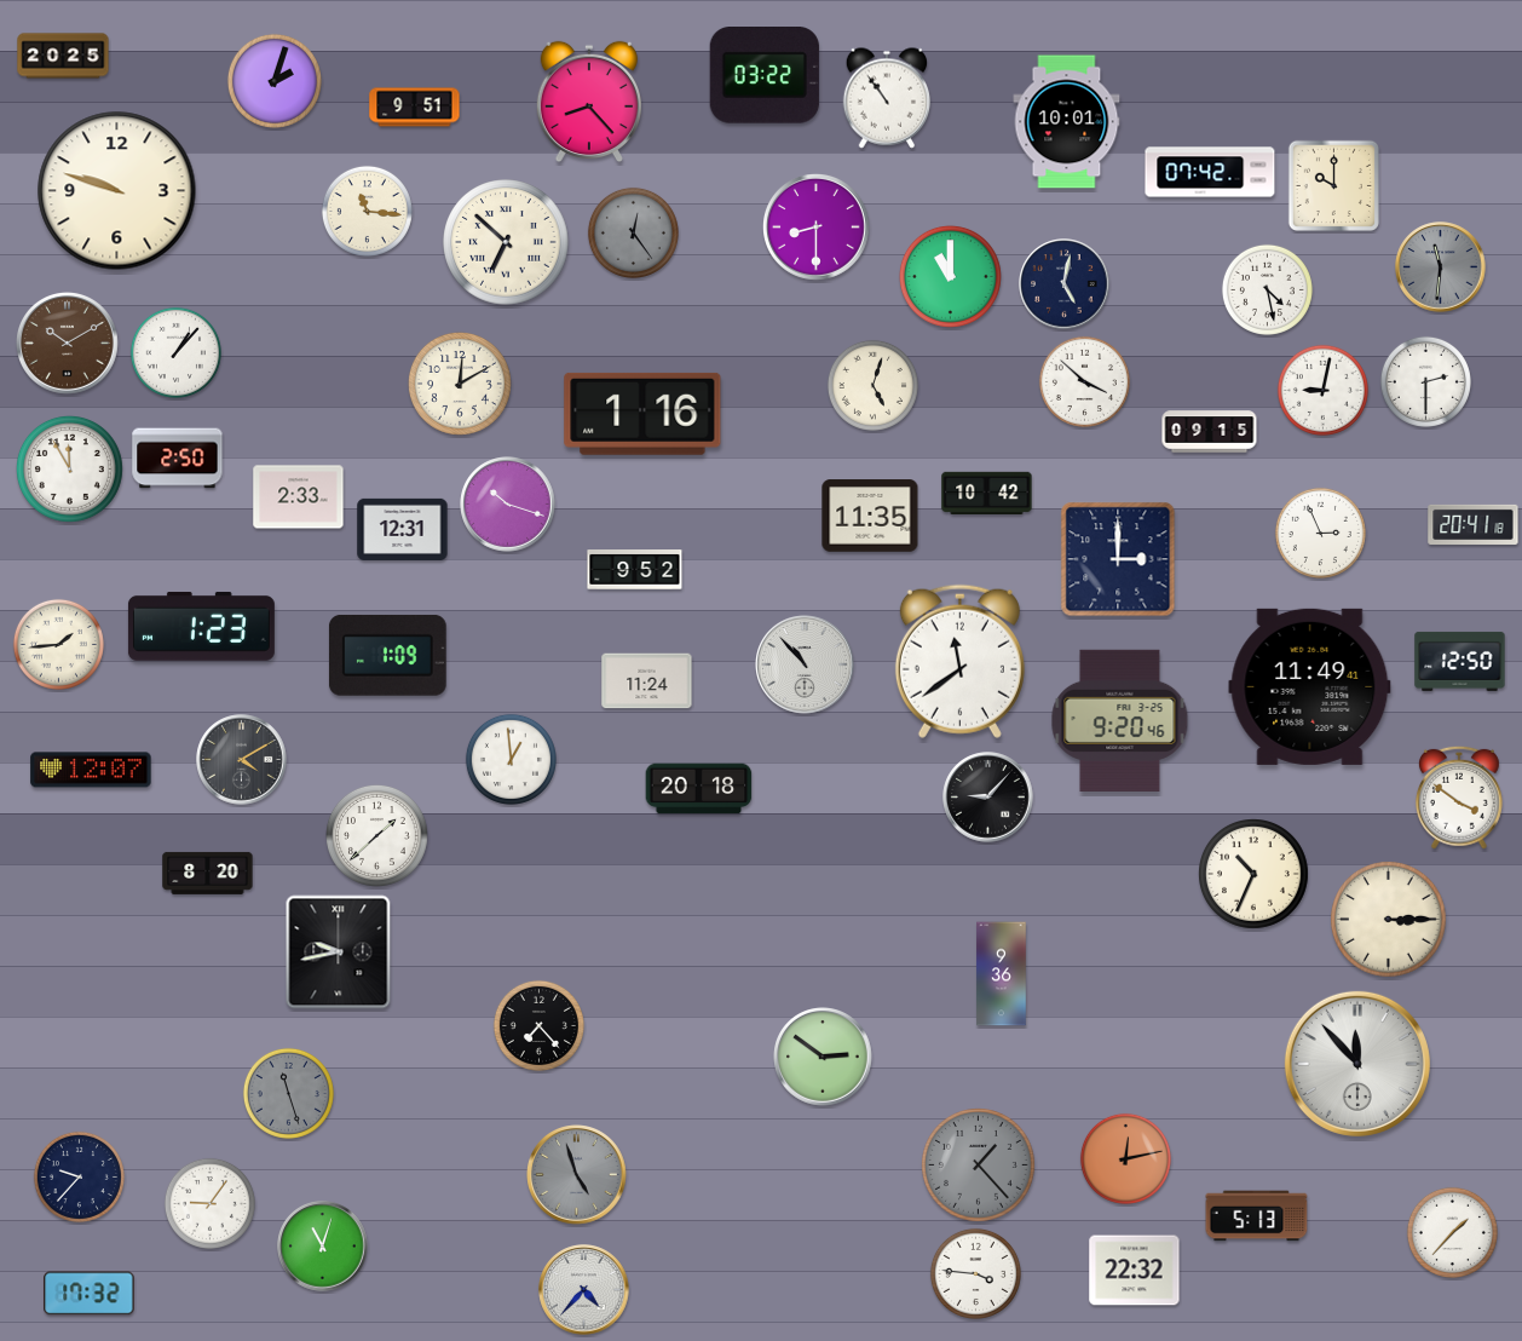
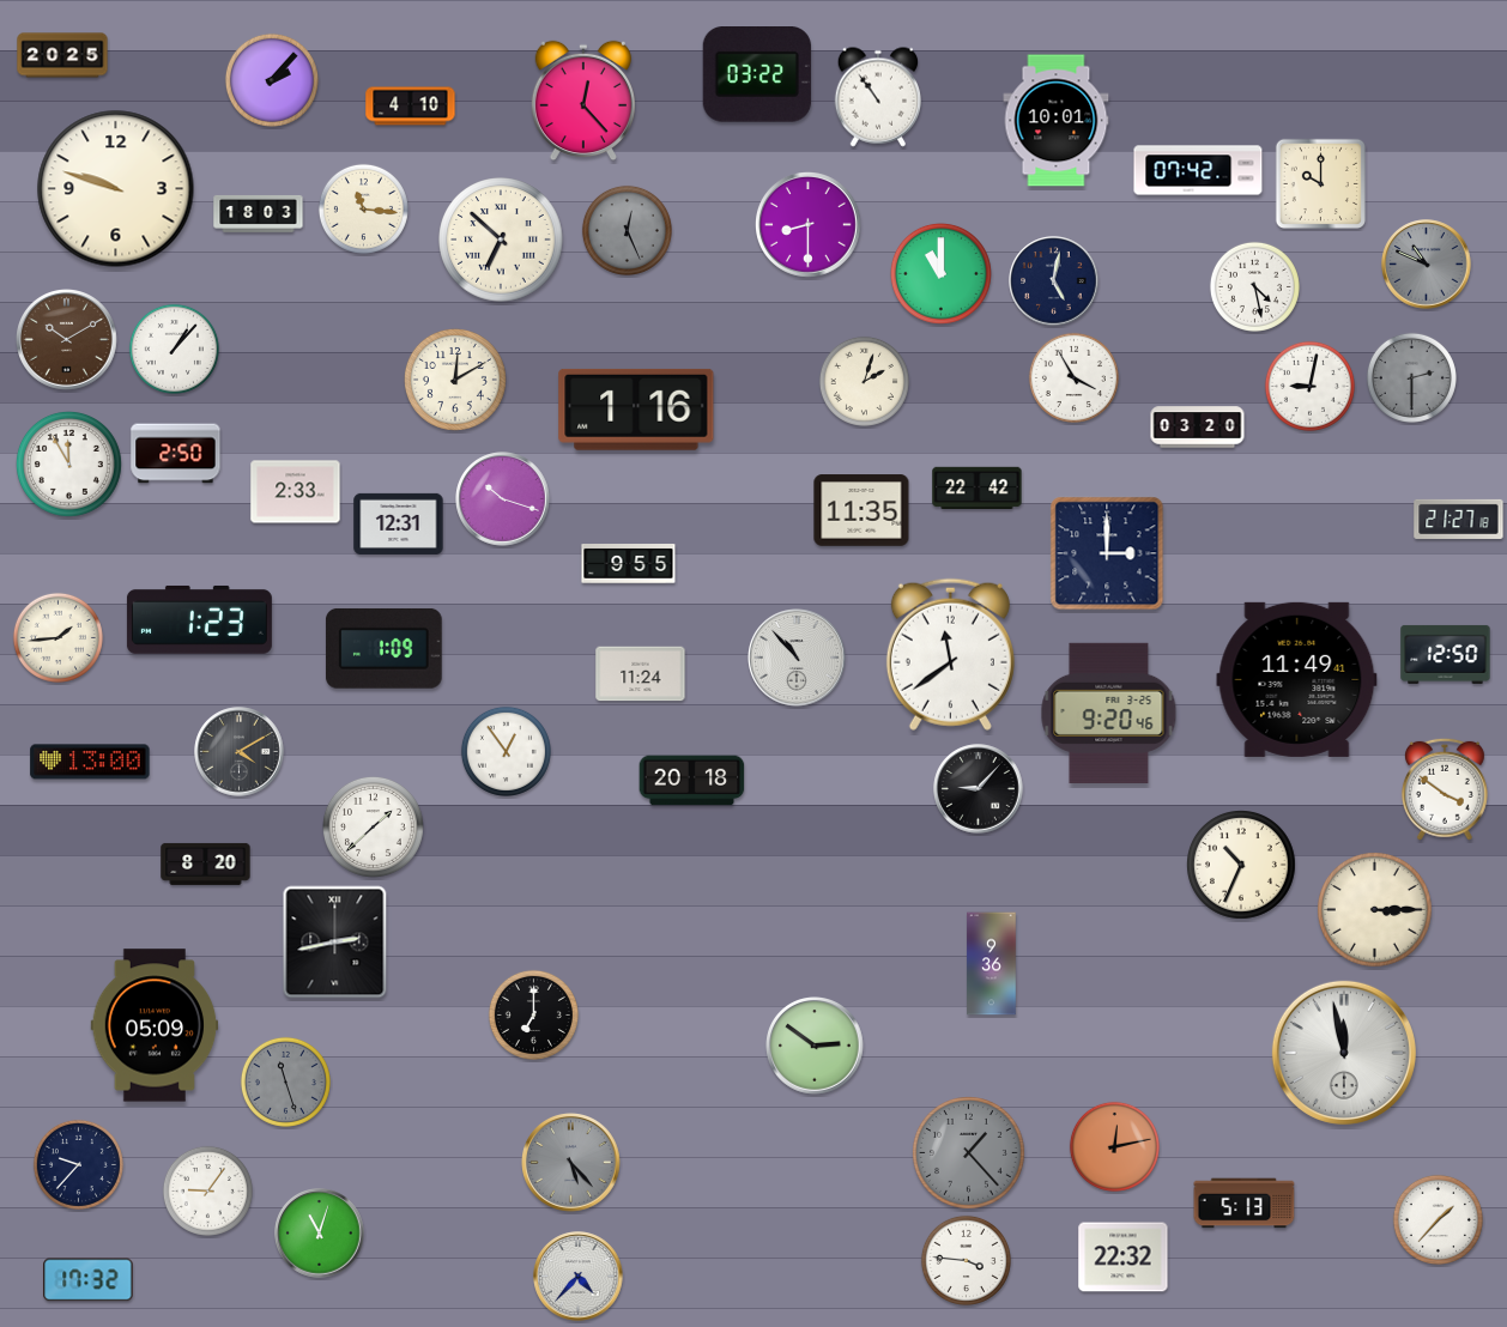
clock at (275, 81): 2:03 -> 2:07
clock at (589, 102): 8:23 -> 12:23
clock at (415, 108): 9:51 -> 4:10
clock at (259, 213): none -> 18:03
clock at (633, 232): 12:24 -> 12:26
clock at (1441, 267): 11:31 -> 10:49
clock at (1084, 381): 3:52 -> 3:55
clock at (1425, 381) dial: white -> grey
clock at (872, 385): 5:03 -> 2:03
clock at (1210, 432): 09:15 -> 03:20
clock at (987, 493): 10:42 -> 22:42
clock at (1474, 524): 20:41 -> 21:27
clock at (1320, 533): 2:56 -> none
clock at (635, 570): 9:52 -> 9:55
clock at (511, 759): 12:59 -> 12:54
clock at (91, 770): 12:07 -> 13:00
clock at (339, 952): 9:43 -> 2:43
clock at (538, 1025): 7:23 -> 7:00
clock at (155, 1025): none -> 05:09
clock at (1357, 1064): 11:53 -> 11:58
clock at (577, 1175): 4:57 -> 5:23
